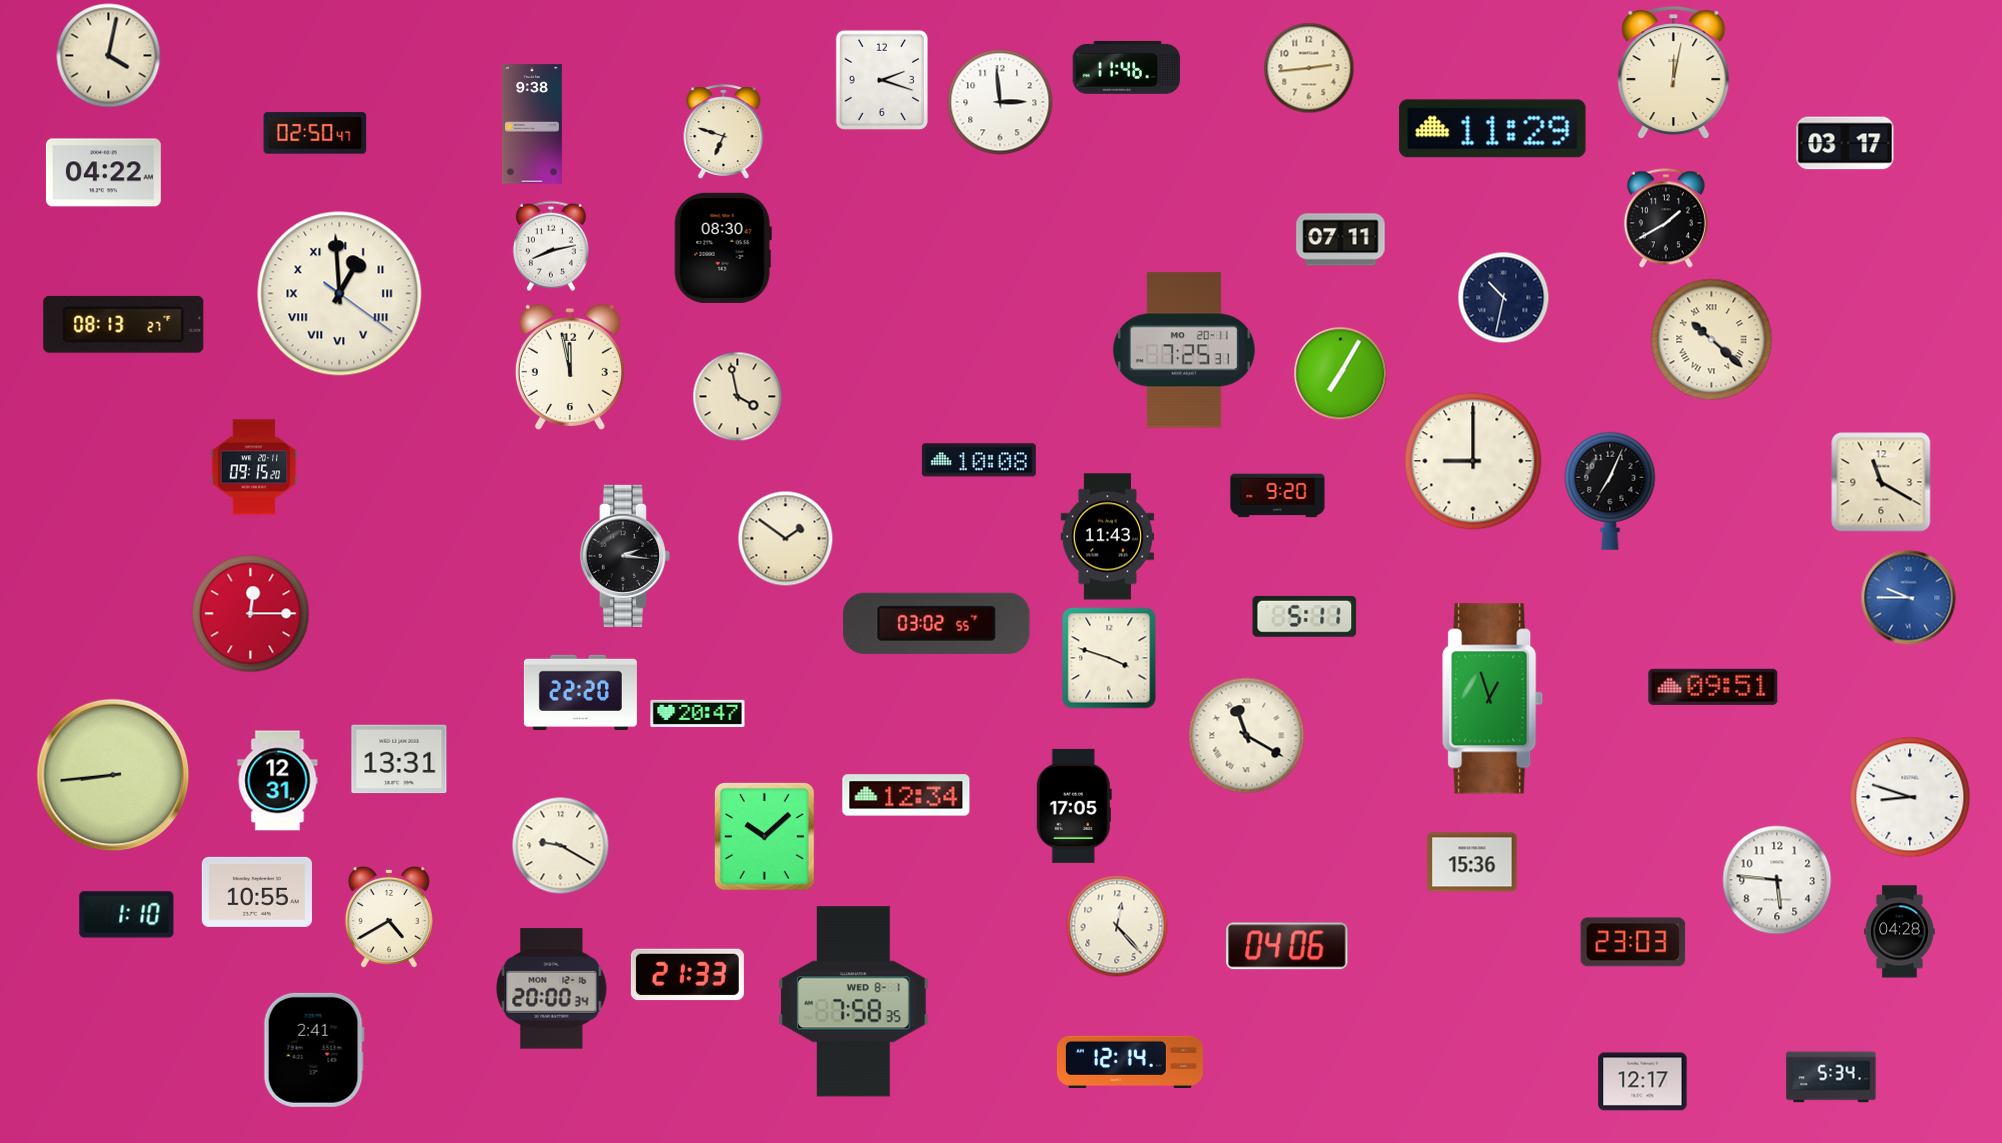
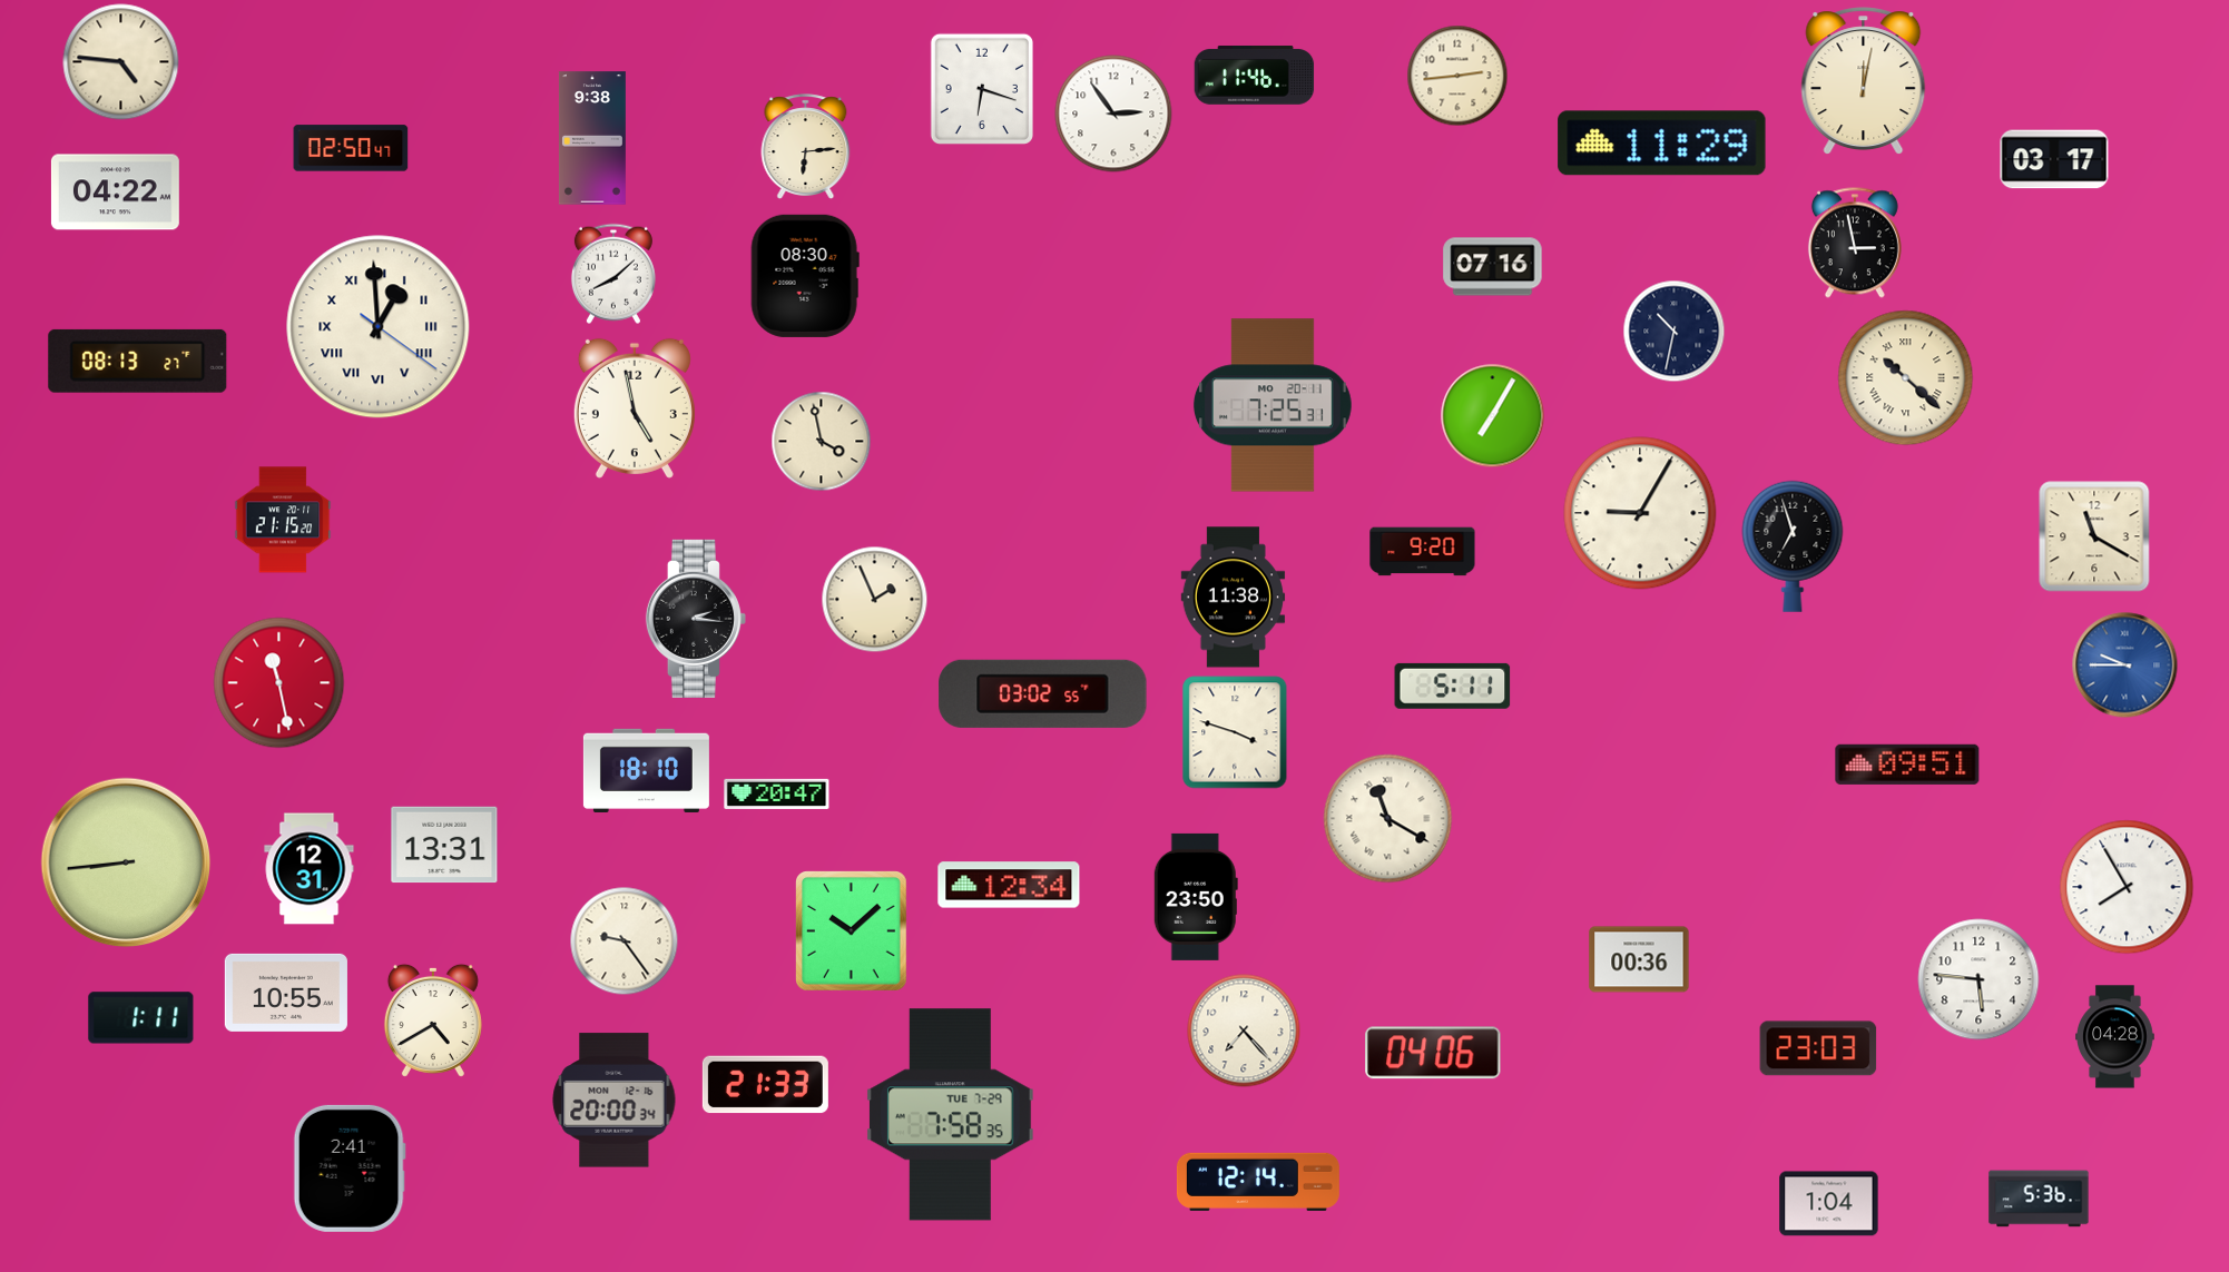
clock at (109, 56): 4:02 -> 4:46
clock at (882, 79): 2:18 -> 6:18
clock at (1000, 102): 2:59 -> 2:54
clock at (724, 131): 6:48 -> 6:14
clock at (1666, 218): 1:40 -> 2:58
clock at (1341, 240): 07:11 -> 07:16
clock at (551, 246): 8:13 -> 8:08
clock at (1184, 350) position: (1184, 350) -> (1273, 405)
clock at (570, 367): 11:58 -> 4:58
clock at (979, 460): 10:08 -> none
clock at (1473, 461): 9:00 -> 9:05
clock at (254, 467): 09:15 -> 21:15
clock at (1610, 491): 7:04 -> 6:57
clock at (1108, 537): 11:43 -> 11:38
clock at (786, 539): 1:51 -> 1:56
clock at (251, 614): 12:15 -> 11:28
clock at (580, 692): 22:20 -> 18:10
clock at (1493, 699): 12:57 -> none
clock at (1910, 797): 8:48 -> 7:55
clock at (1074, 806): 17:05 -> 23:50
clock at (561, 846): 9:20 -> 9:24
clock at (1472, 862): 15:36 -> 00:36
clock at (127, 915): 1:10 -> 1:11
clock at (1117, 926): 12:23 -> 7:23
clock at (854, 1002) date: WED 8-1 -> TUE 7-29
clock at (1831, 1077): 5:34 -> 5:36
clock at (1643, 1082): 12:17 -> 1:04
